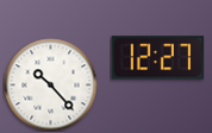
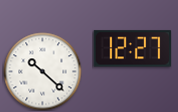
clock at (50, 84): 10:23 -> 10:22
